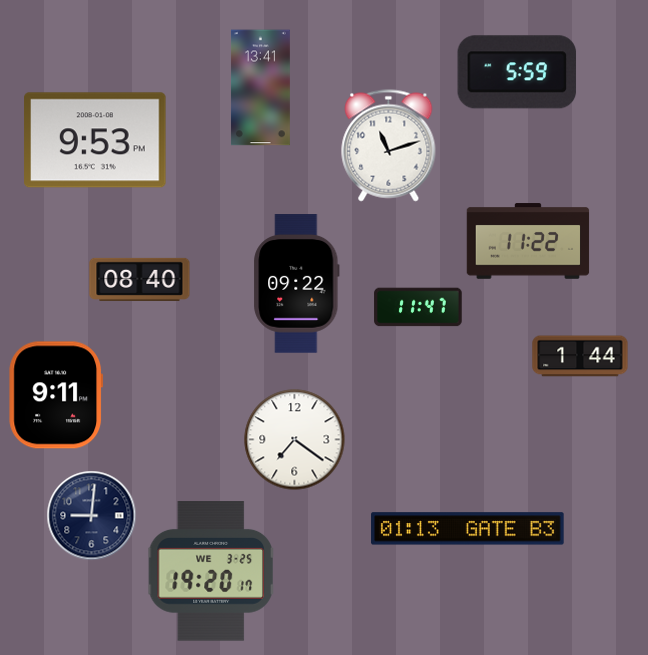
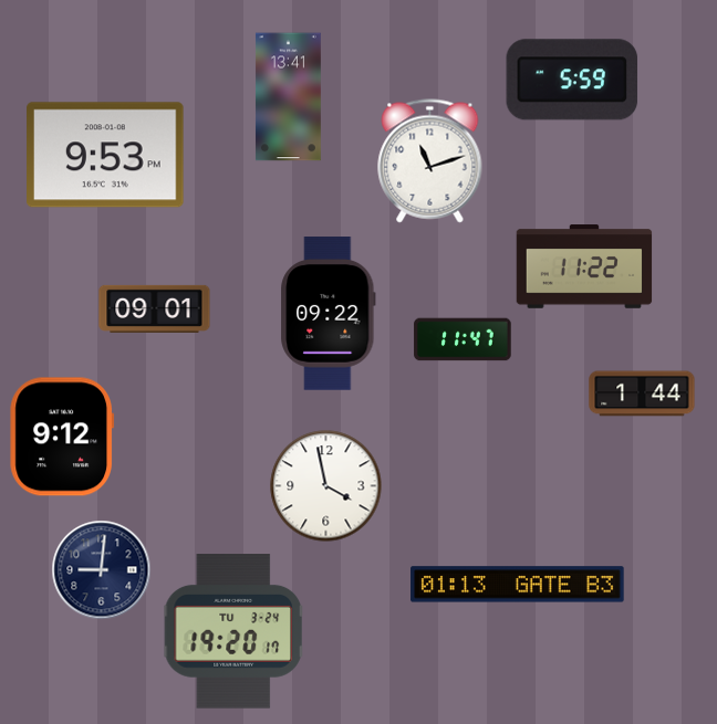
clock at (140, 279): 08:40 -> 09:01
clock at (56, 395): 9:11 -> 9:12
clock at (295, 440): 7:21 -> 3:58
clock at (211, 571) date: WE 3-25 -> TU 3-24
